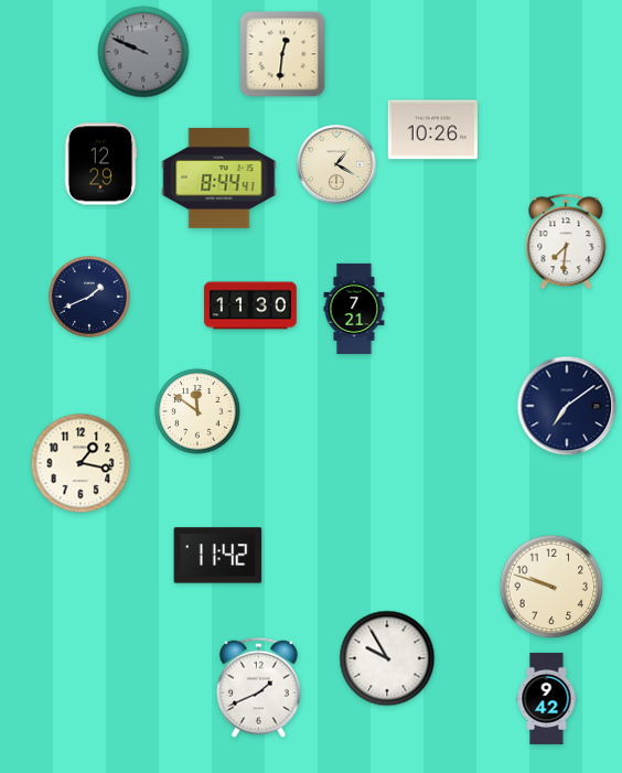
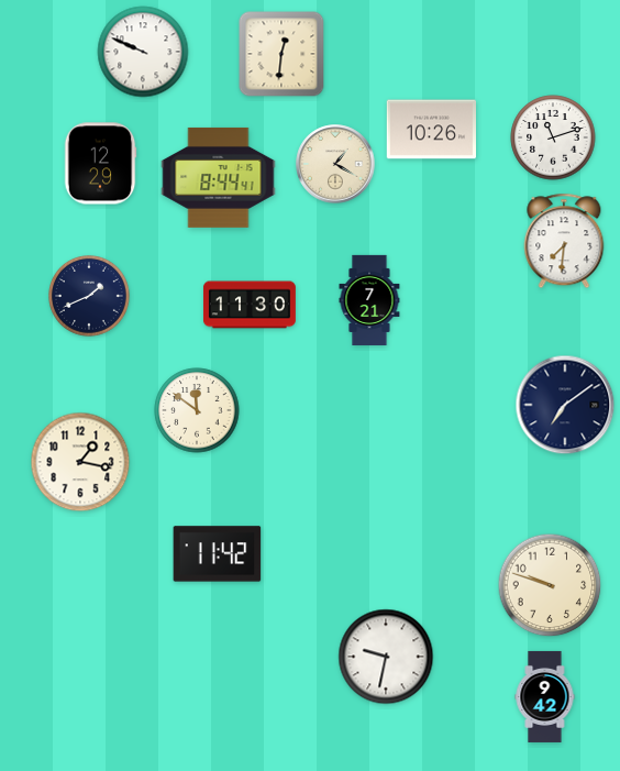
clock at (143, 52) dial: grey -> white
clock at (553, 137): none -> 11:12
clock at (354, 308) position: (354, 308) -> (369, 299)
clock at (387, 658): 9:55 -> 9:32
clock at (259, 687): 1:41 -> none
